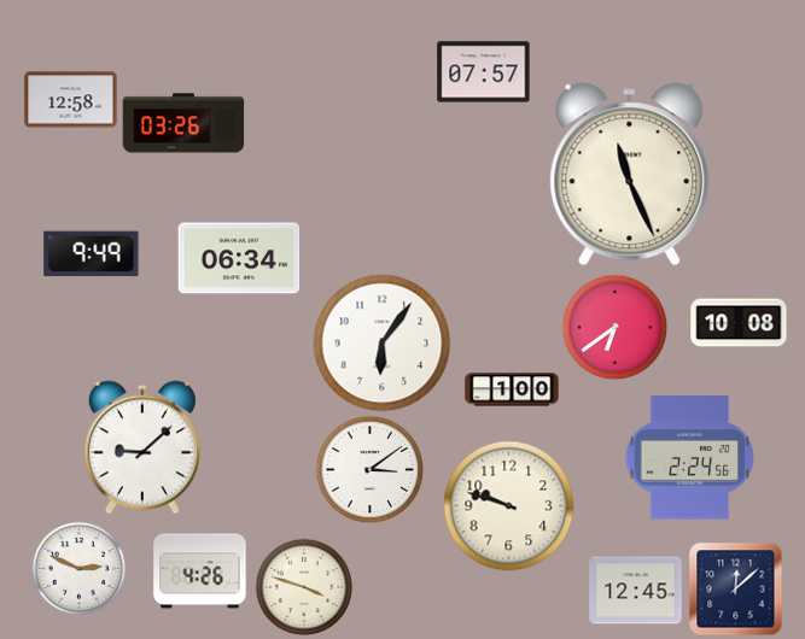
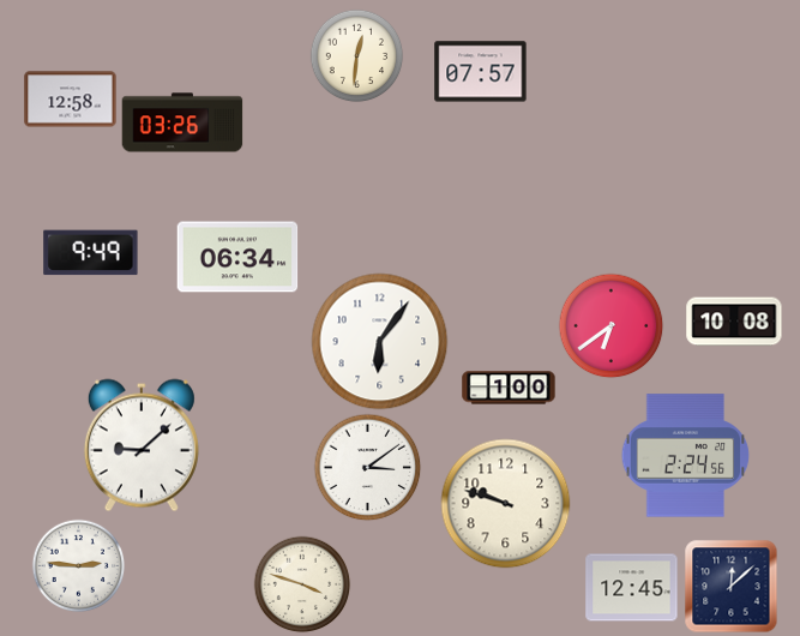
clock at (356, 55): none -> 12:31
clock at (630, 175): 11:26 -> none
clock at (78, 568): 2:49 -> 2:46
clock at (200, 571): 4:26 -> none
